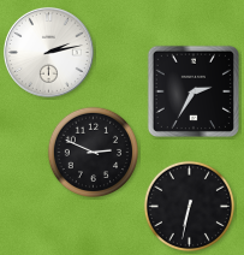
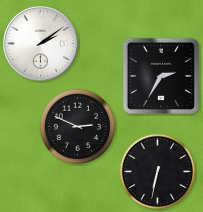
clock at (49, 53): 2:13 -> 2:09
